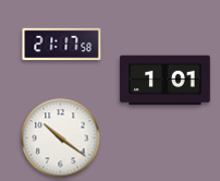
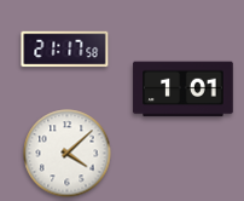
clock at (62, 45) position: (62, 45) -> (65, 50)
clock at (61, 138): 10:21 -> 4:08
